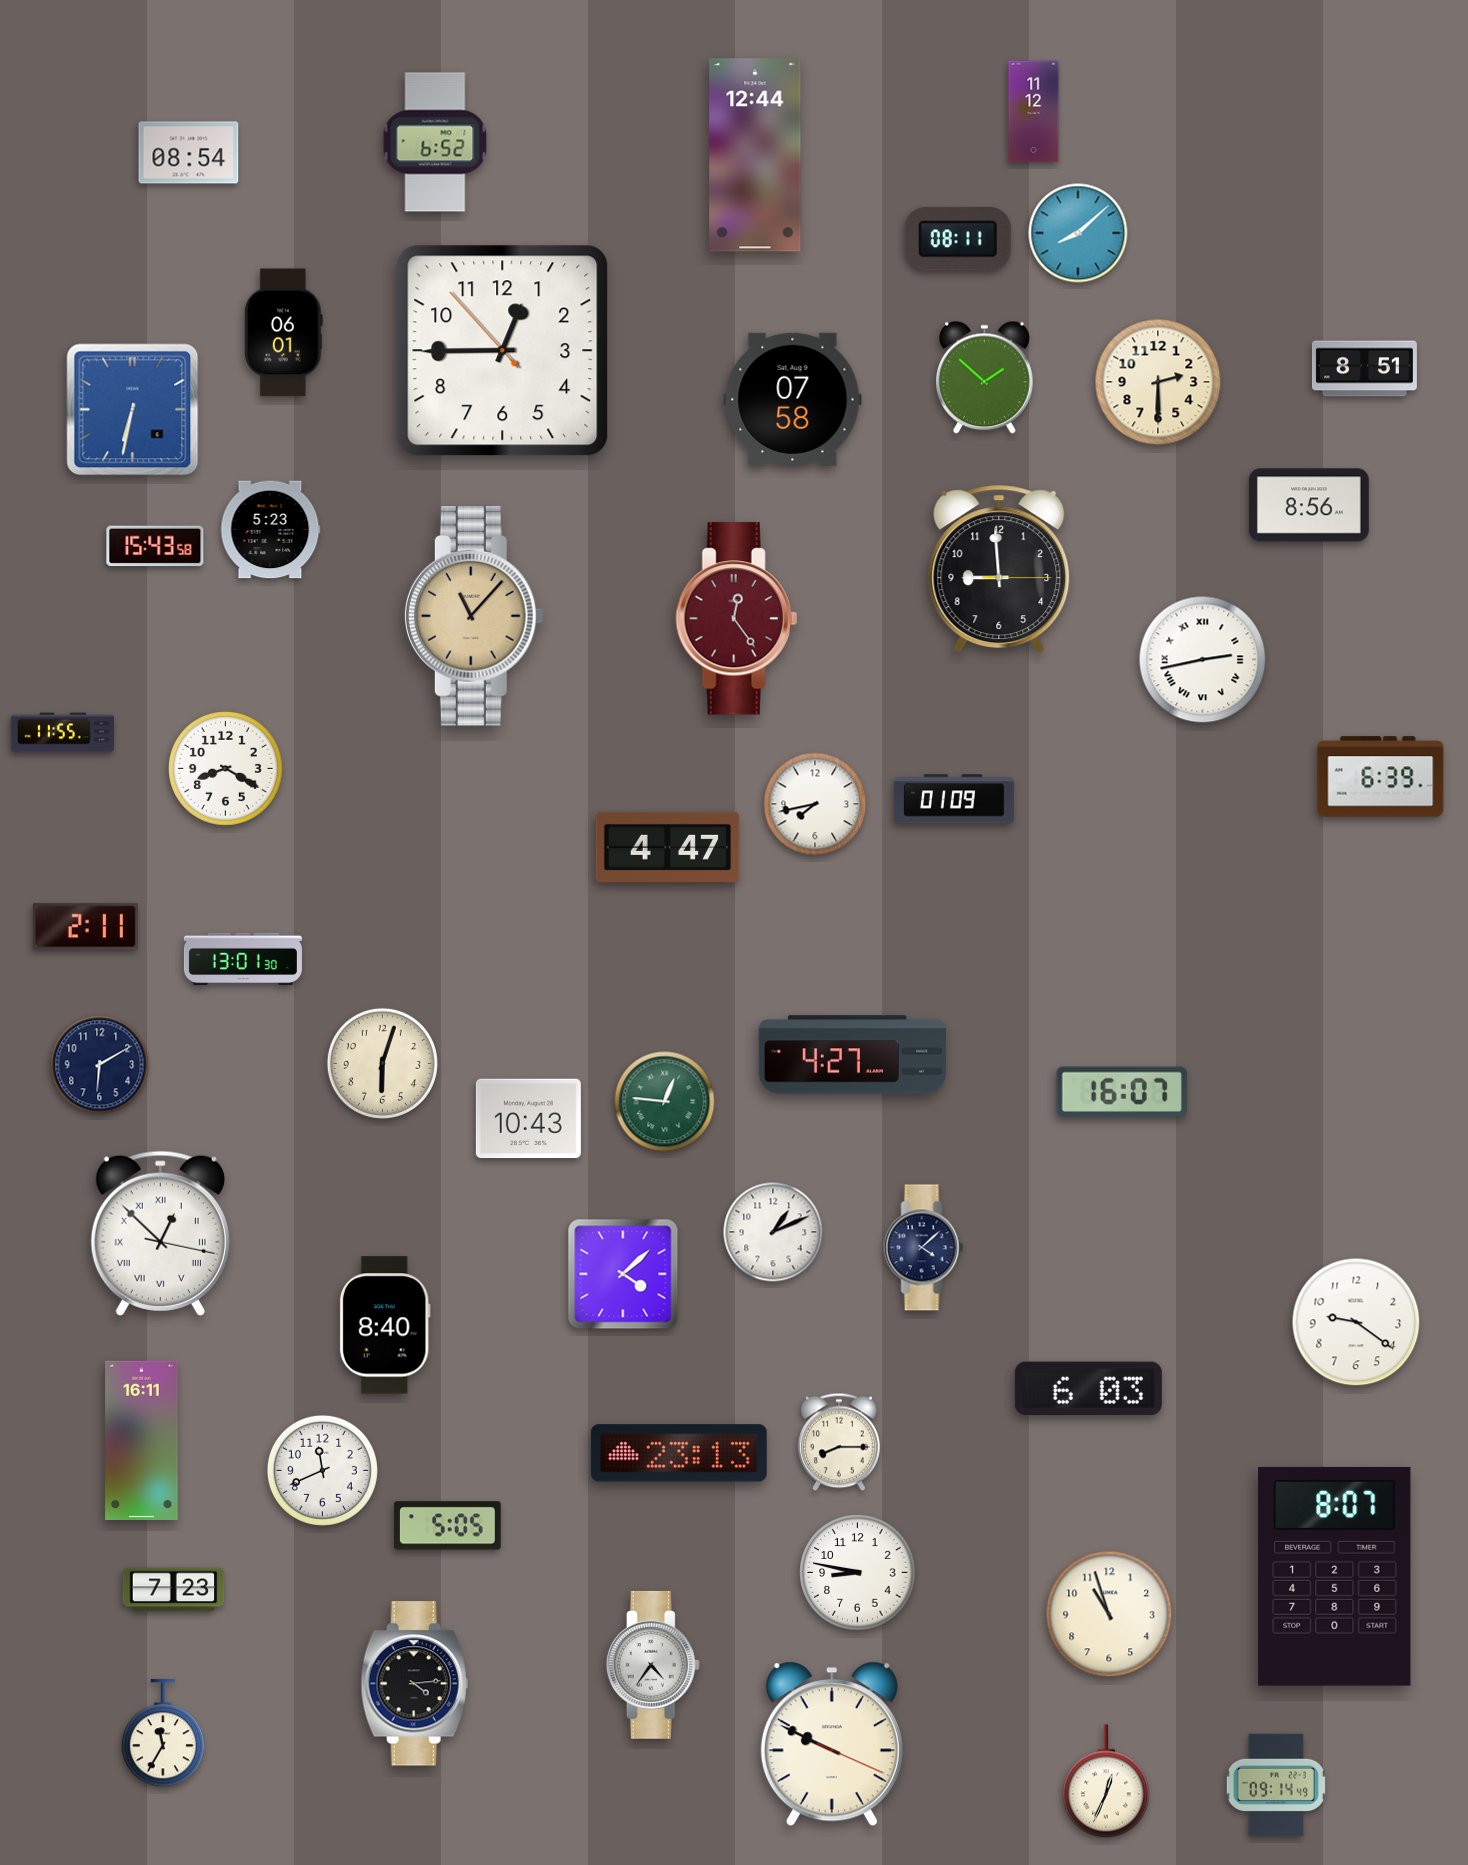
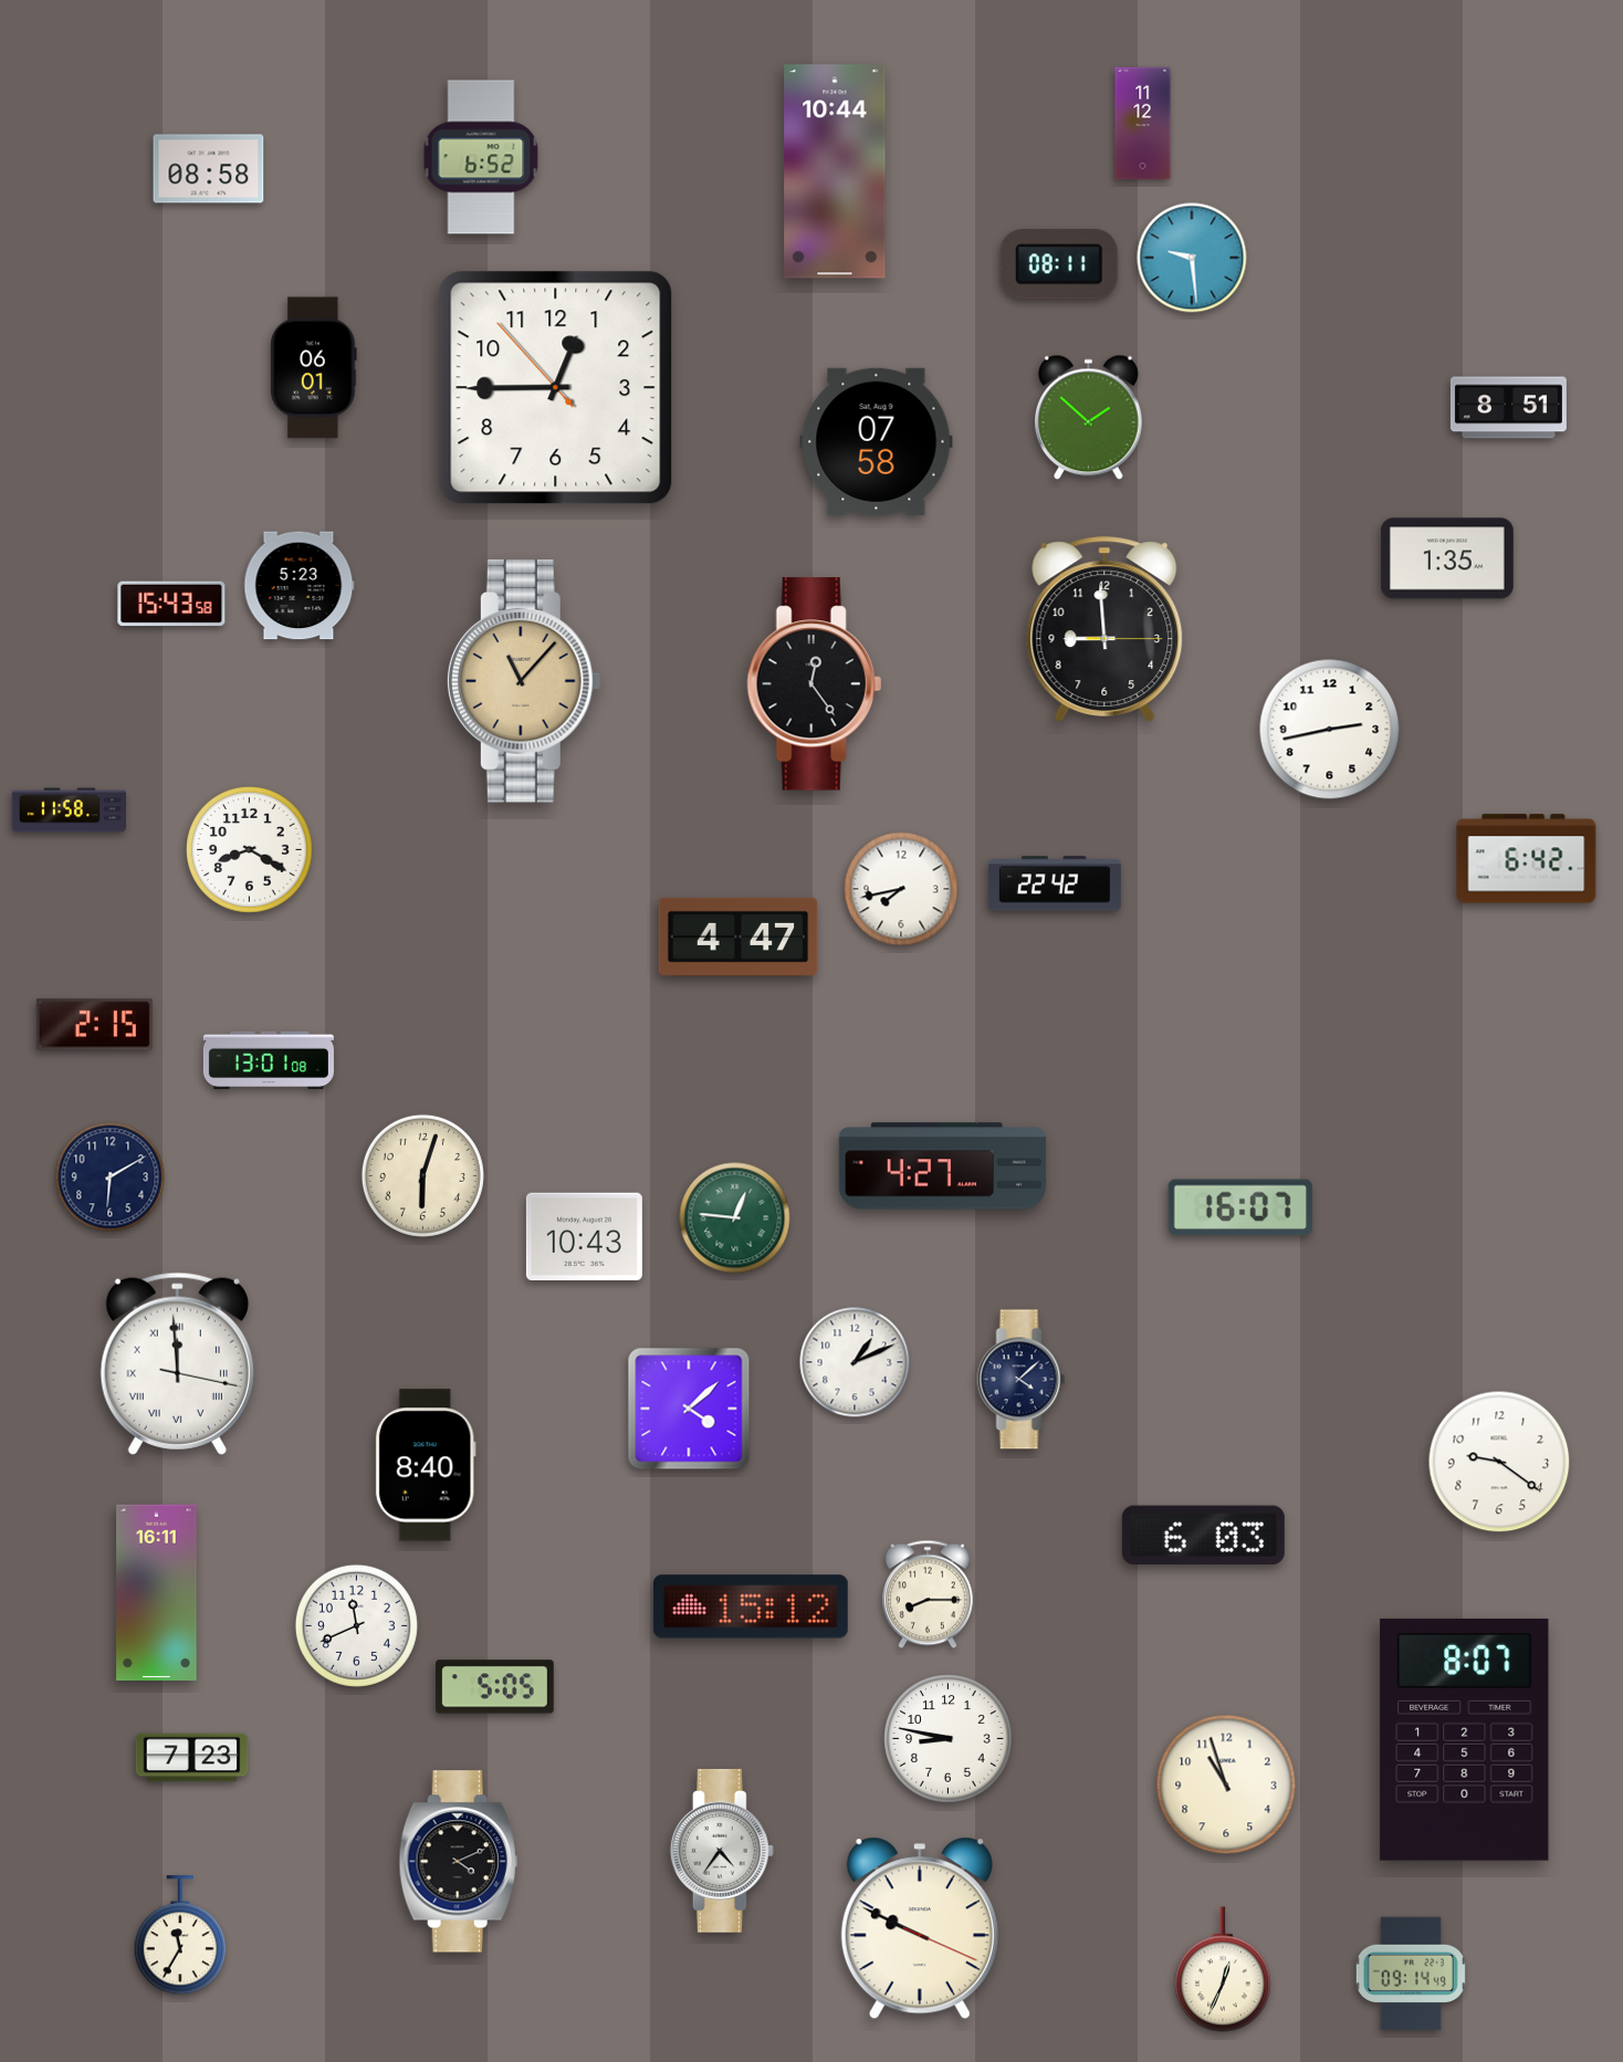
clock at (189, 153): 08:54 -> 08:58
clock at (755, 155): 12:44 -> 10:44
clock at (1078, 233): 8:08 -> 9:29
clock at (1158, 382): 2:30 -> none
clock at (133, 410): 6:32 -> none
clock at (1309, 505): 8:56 -> 1:35
clock at (736, 619) dial: burgundy -> black
clock at (1203, 660) numerals: Roman -> Arabic
clock at (62, 733): 11:55 -> 11:58
clock at (1381, 777): 6:39 -> 6:42
clock at (954, 799): 01:09 -> 22:42
clock at (85, 927): 2:11 -> 2:15
clock at (243, 959): 13:01:30 -> 13:01:08
clock at (160, 1233): 12:52 -> 11:59
clock at (679, 1453): 23:13 -> 15:12
clock at (1335, 1576) position: (1335, 1576) -> (1465, 1739)
clock at (653, 1665) position: (653, 1665) -> (722, 1851)
clock at (414, 1684): 4:14 -> 4:11
clock at (162, 1734) position: (162, 1734) -> (179, 1936)
